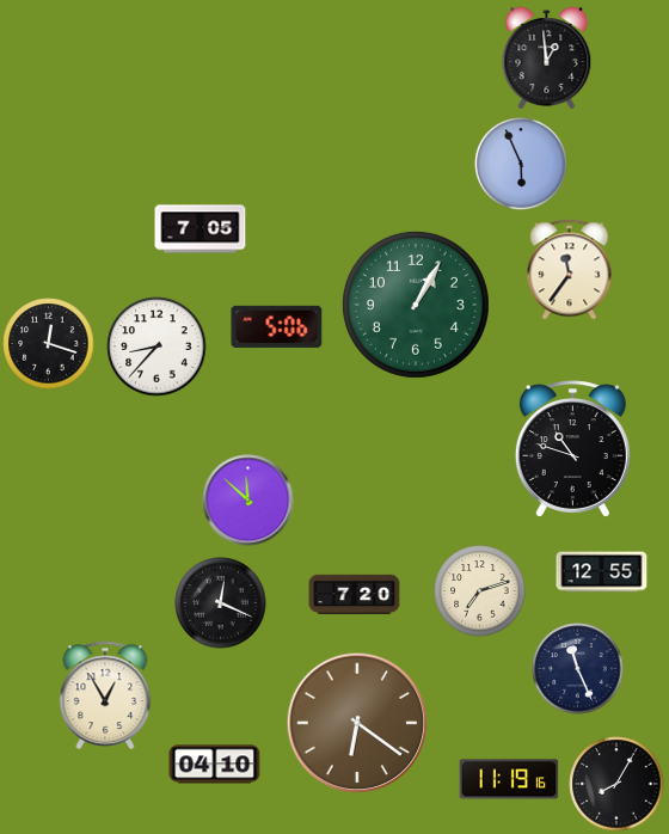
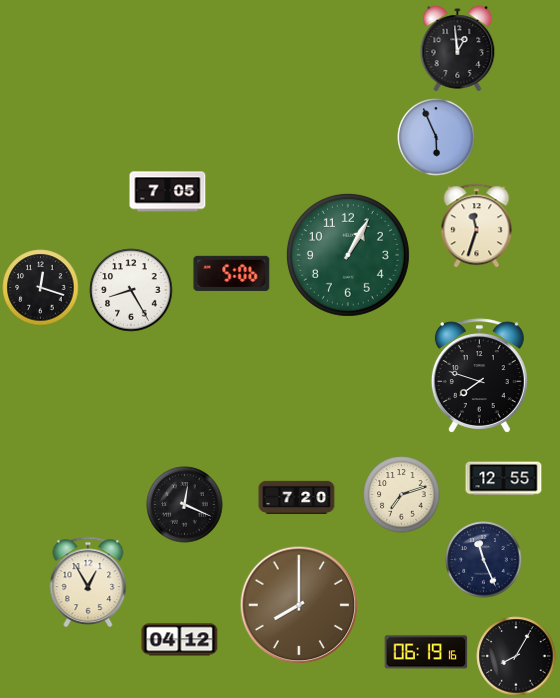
clock at (570, 270): 11:36 -> 11:33
clock at (156, 347): 8:37 -> 8:25
clock at (572, 449): 10:48 -> 7:48
clock at (248, 501): 11:52 -> none
clock at (357, 723): 6:21 -> 8:00
clock at (215, 765): 04:10 -> 04:12
clock at (509, 779): 11:19 -> 06:19
